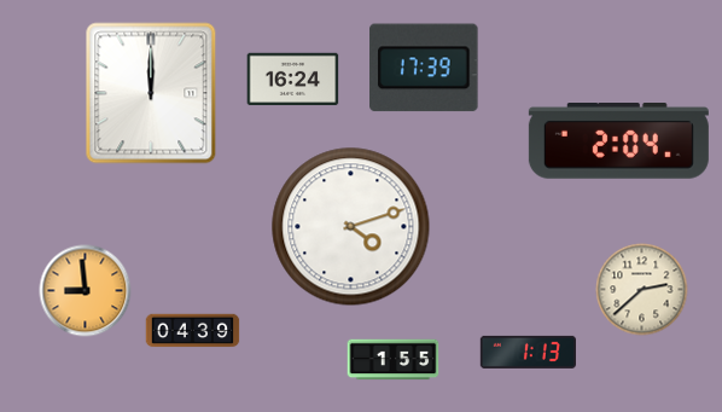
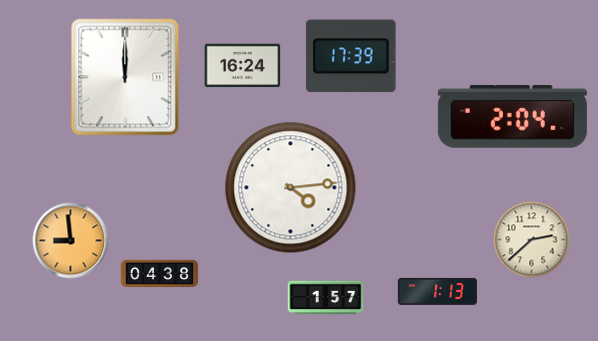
clock at (351, 227): 4:12 -> 4:14
clock at (193, 331): 04:39 -> 04:38
clock at (394, 360): 1:55 -> 1:57
